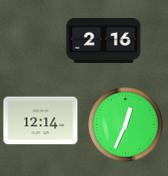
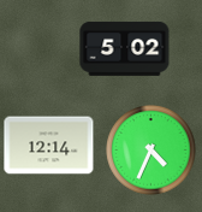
clock at (104, 40): 2:16 -> 5:02
clock at (126, 125): 12:34 -> 4:34
